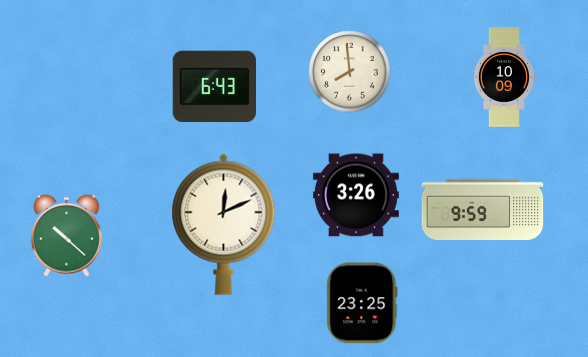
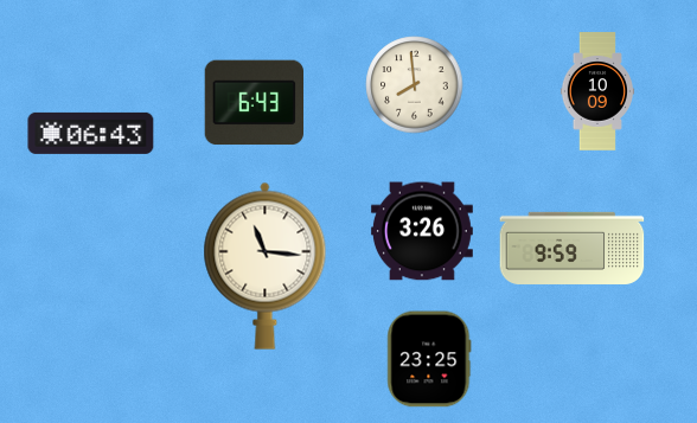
clock at (91, 133): none -> 06:43
clock at (224, 224): 12:11 -> 11:16
clock at (66, 235): 10:22 -> none
